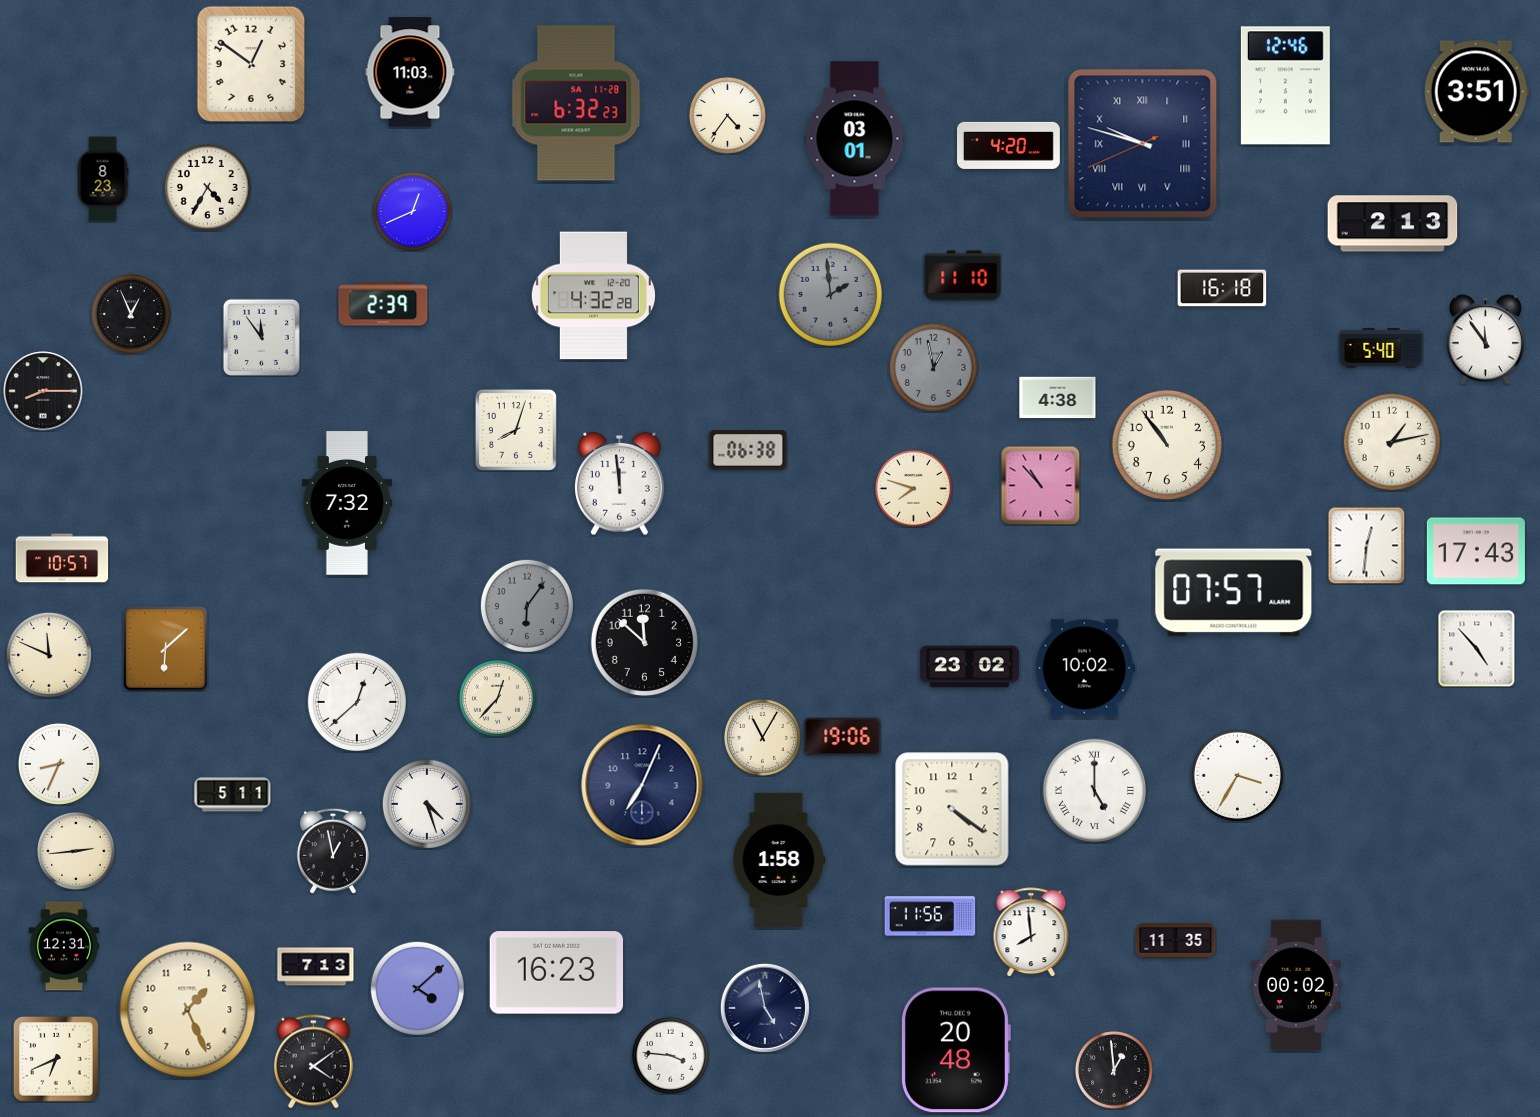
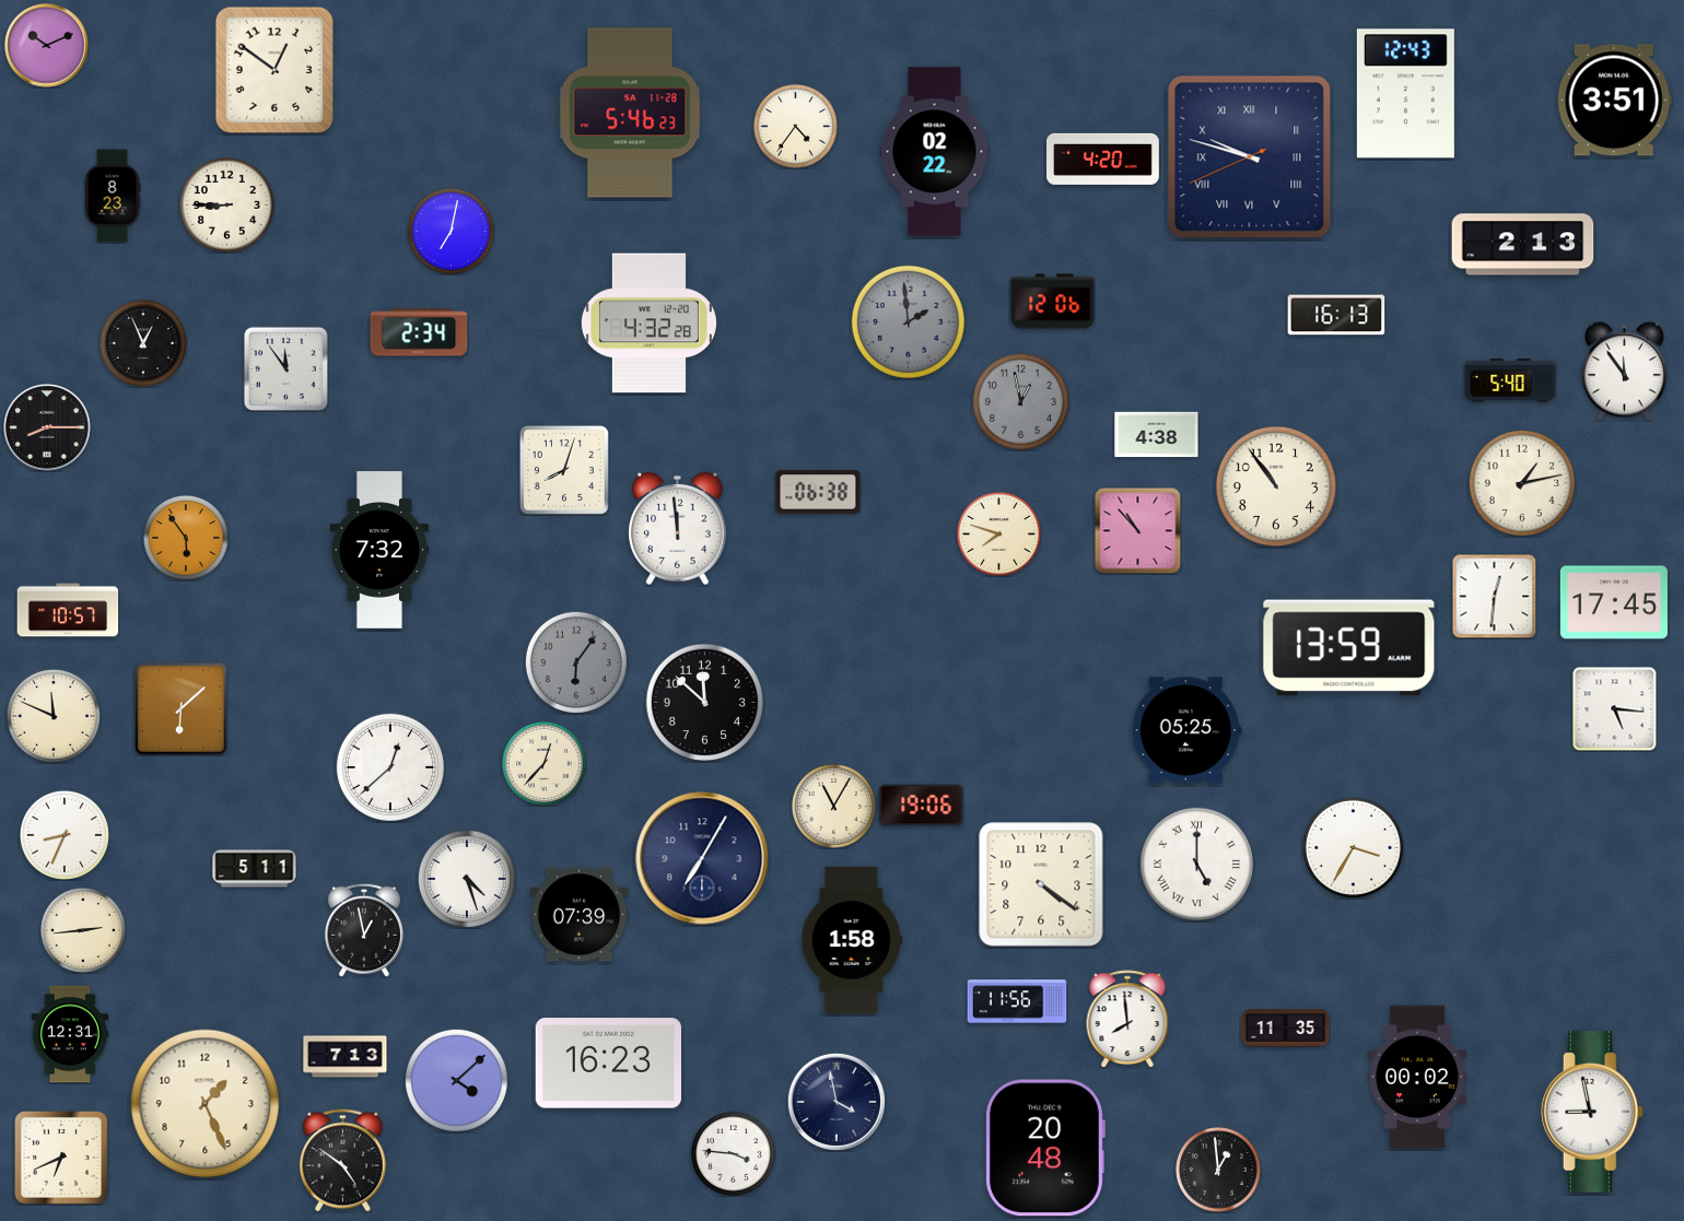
clock at (47, 46): none -> 10:11
clock at (410, 72): 11:03 -> none
clock at (1285, 86): 12:46 -> 12:43
clock at (576, 103): 6:32 -> 5:46
clock at (855, 139): 03:01 -> 02:22
clock at (207, 187): 4:35 -> 8:45
clock at (412, 211): 12:41 -> 7:02
clock at (963, 276): 11:10 -> 12:06
clock at (1222, 288): 16:18 -> 16:13
clock at (383, 304): 2:39 -> 2:34
clock at (186, 538): none -> 5:54
clock at (1476, 551): 17:43 -> 17:45
clock at (1234, 593): 07:57 -> 13:59
clock at (1476, 648): 4:53 -> 5:16
clock at (969, 667): 23:02 -> none
clock at (1085, 668): 10:02 -> 05:25
clock at (642, 785): 7:04 -> 7:05
clock at (580, 915): none -> 07:39
clock at (765, 1008): 4:58 -> 3:58
clock at (1592, 1112): none -> 8:58
clock at (313, 1062): 4:09 -> 4:51
